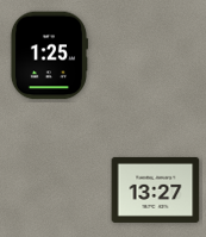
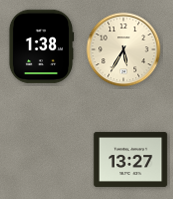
clock at (49, 56): 1:25 -> 1:38
clock at (124, 50): none -> 5:35
